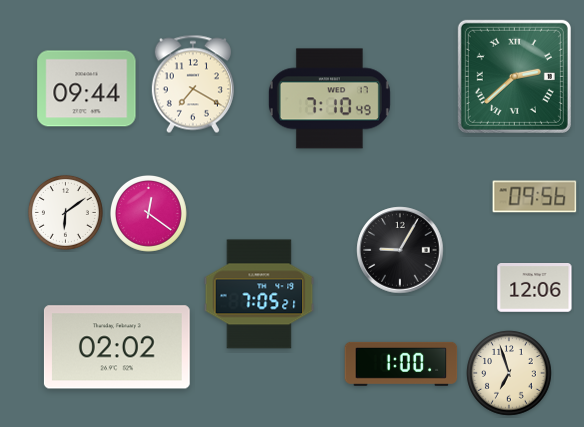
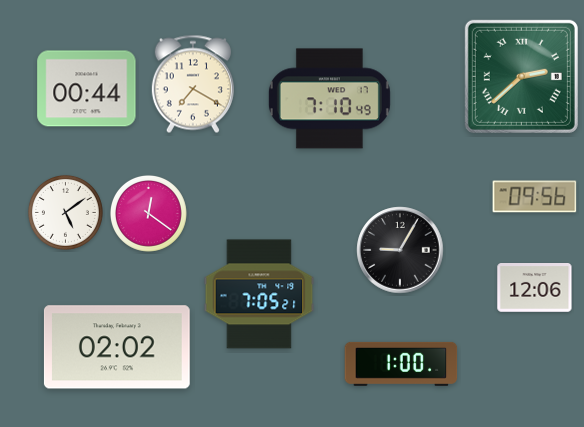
clock at (514, 76) position: (514, 76) -> (521, 76)
clock at (87, 89): 09:44 -> 00:44
clock at (65, 212): 6:09 -> 5:09
clock at (509, 373): 6:57 -> none
